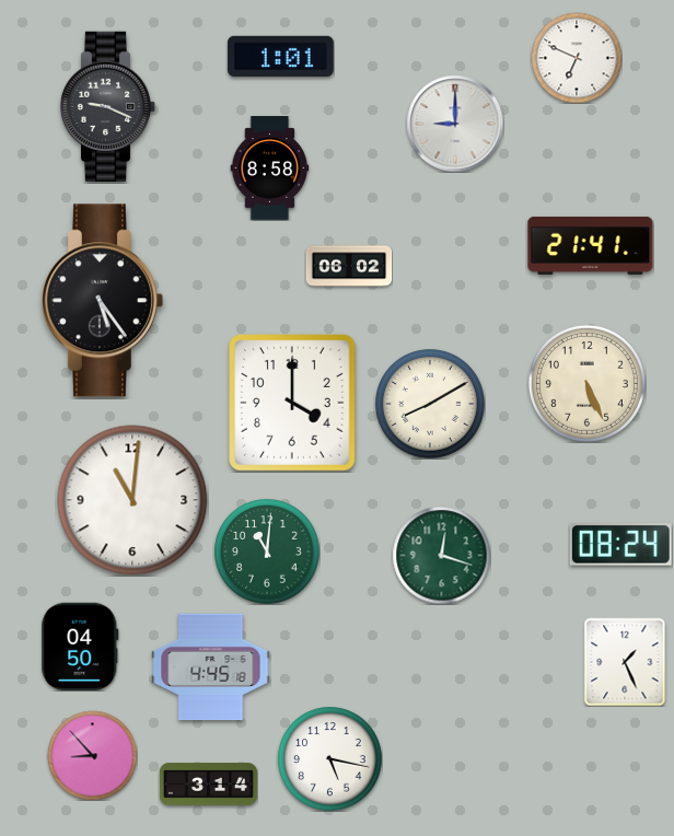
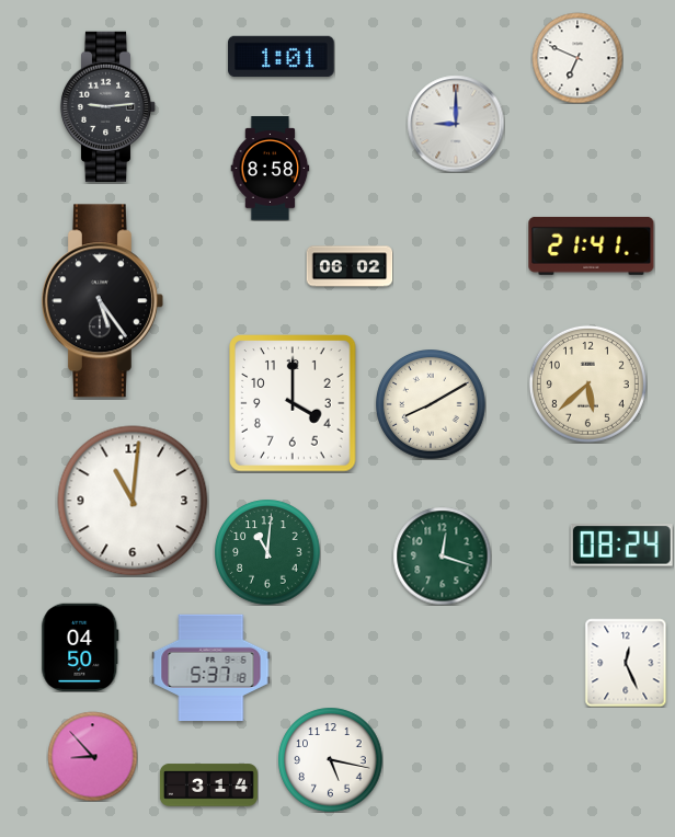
clock at (108, 107): 9:19 -> 9:14
clock at (586, 383): 5:26 -> 5:38
clock at (625, 662): 1:26 -> 12:26
clock at (211, 667): 4:45 -> 5:37
